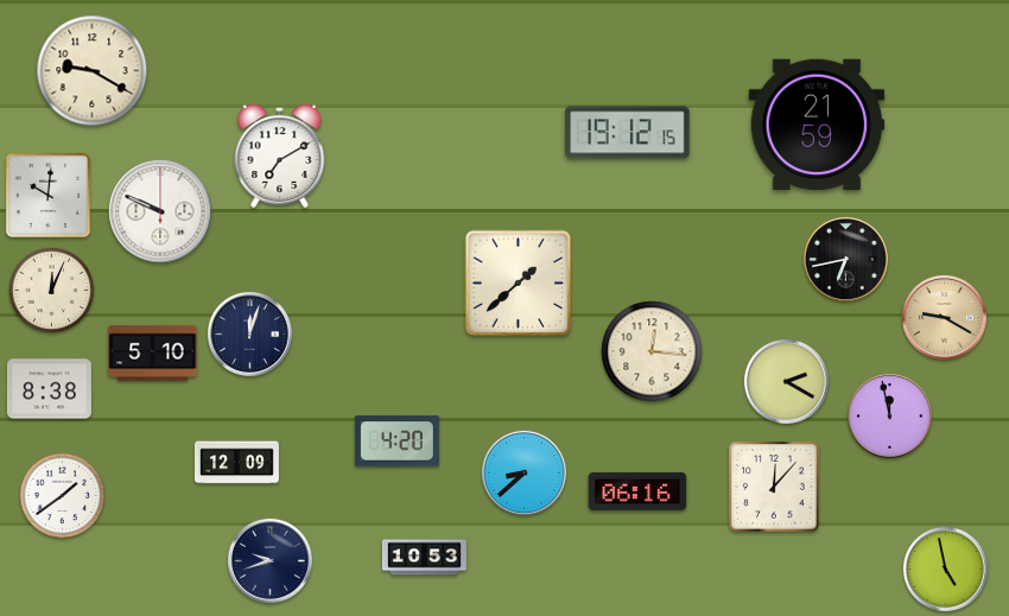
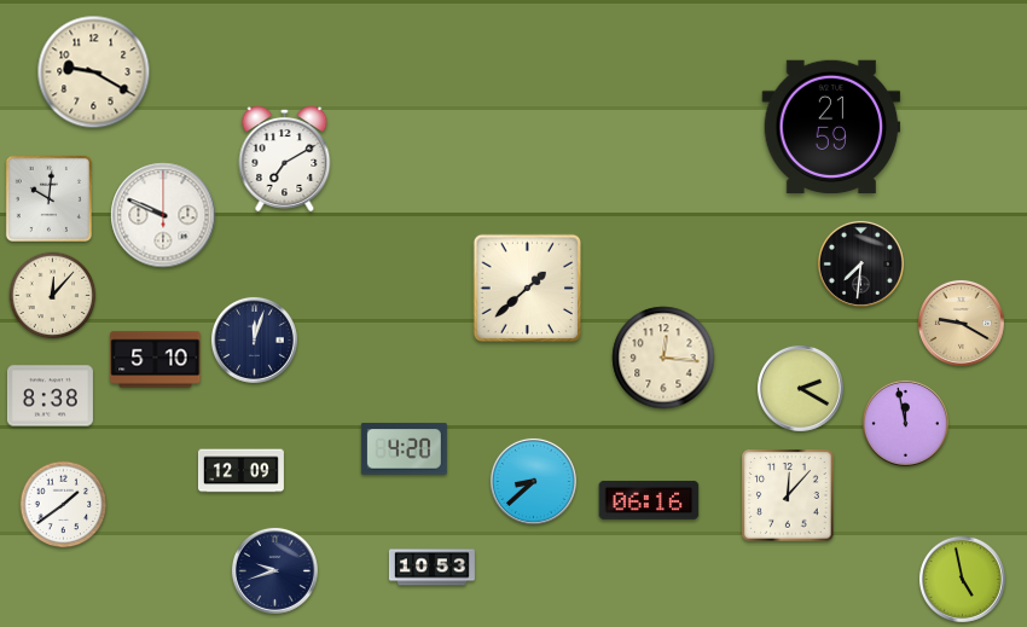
clock at (628, 133): 19:12 -> none
clock at (845, 259): 6:43 -> 7:31
clock at (52, 291): 12:04 -> 12:07
